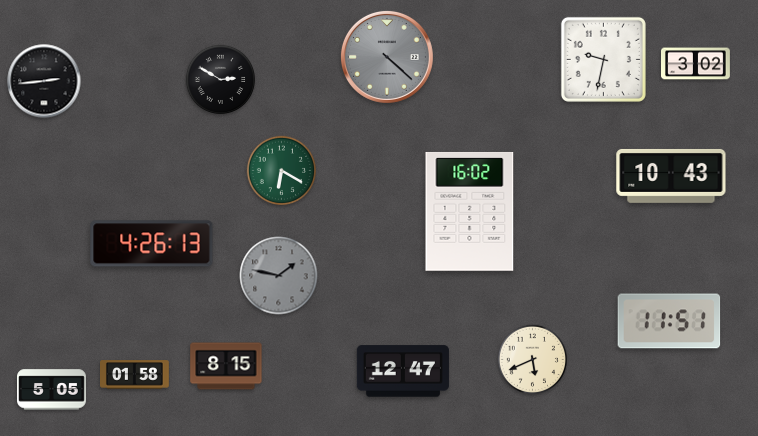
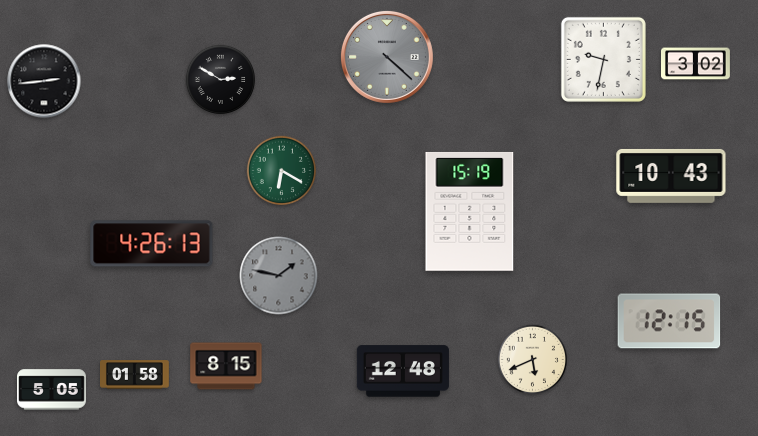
clock at (470, 211): 16:02 -> 15:19
clock at (669, 321): 11:51 -> 12:15
clock at (403, 371): 12:47 -> 12:48
